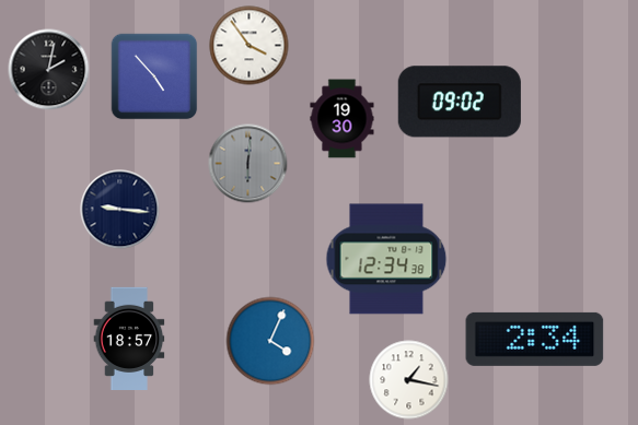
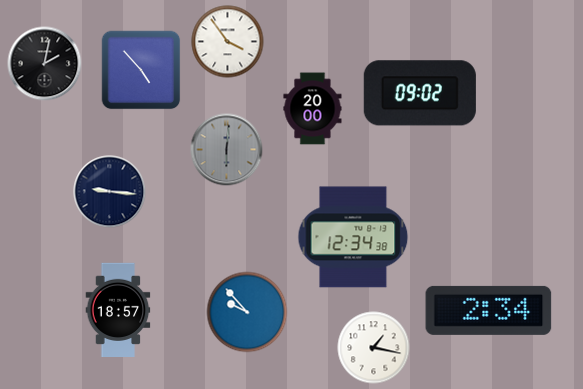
clock at (343, 119): 19:30 -> 20:00
clock at (270, 341): 4:04 -> 9:53
